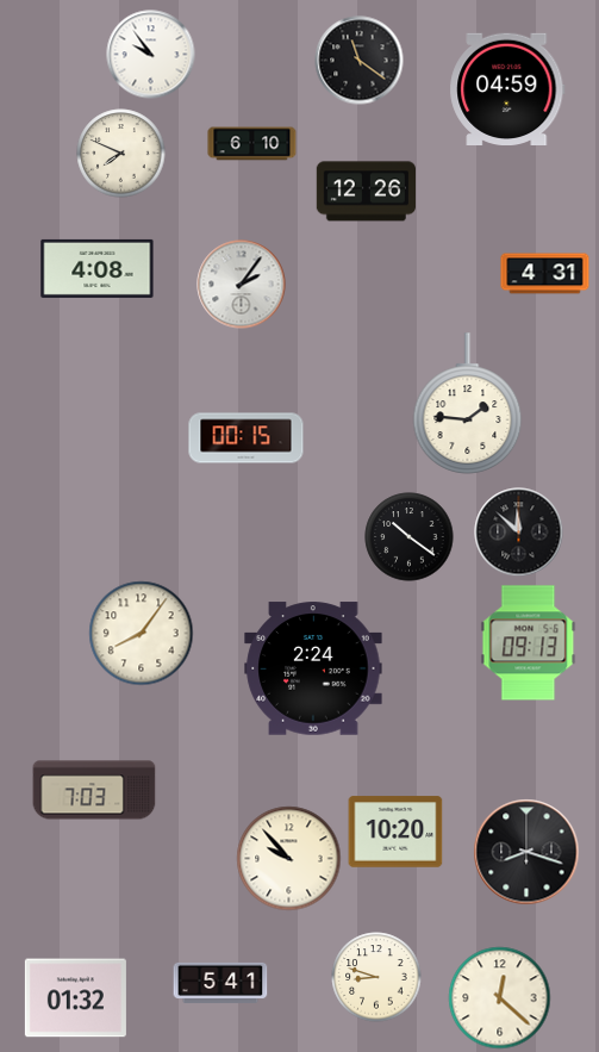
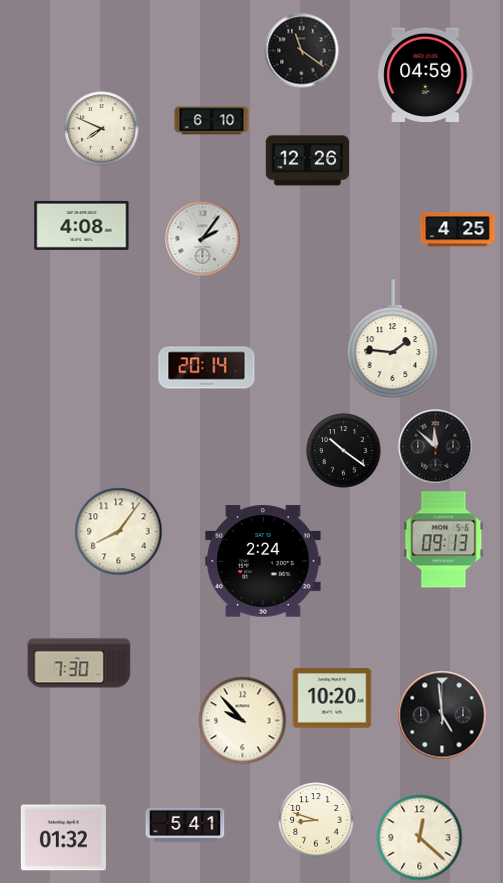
clock at (151, 55): 9:54 -> none
clock at (545, 274): 4:31 -> 4:25
clock at (247, 438): 00:15 -> 20:14
clock at (94, 790): 7:03 -> 7:30
clock at (526, 852): 8:18 -> 4:59
